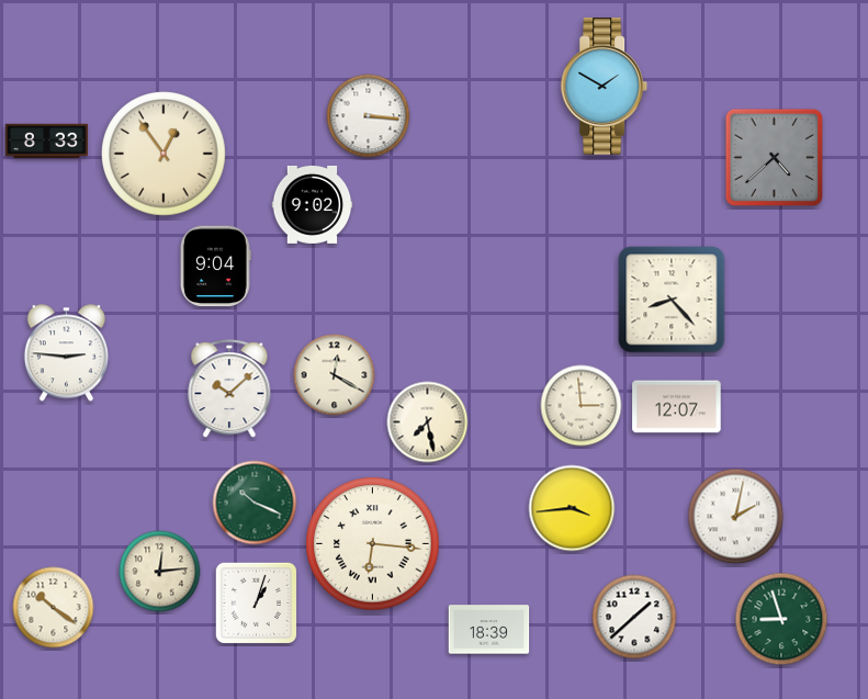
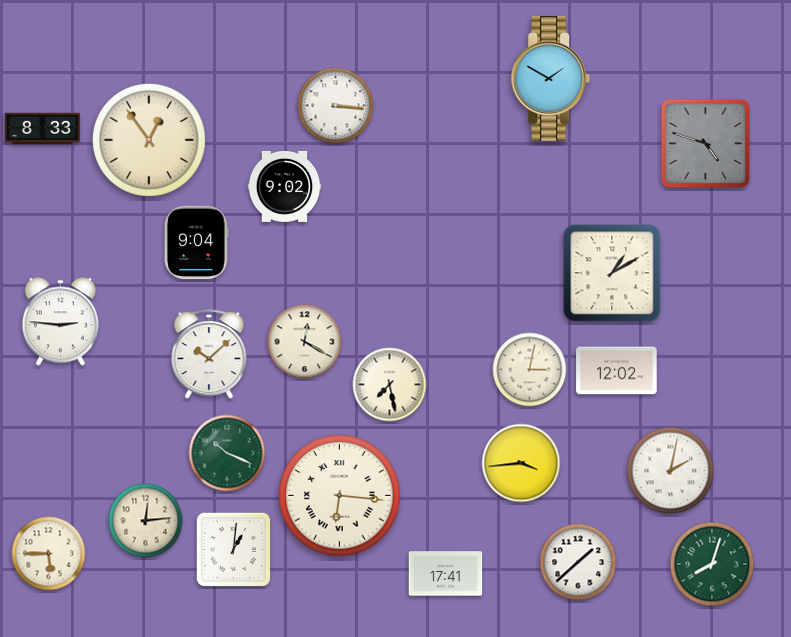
clock at (774, 157): 4:38 -> 4:48
clock at (672, 300): 8:23 -> 1:10
clock at (582, 406): 2:59 -> 3:02
clock at (677, 407): 12:07 -> 12:02
clock at (255, 503) position: (255, 503) -> (227, 453)
clock at (256, 602): 1:03 -> 1:01
clock at (54, 608): 10:21 -> 5:45
clock at (781, 619): 8:57 -> 8:03
clock at (489, 630): 18:39 -> 17:41
